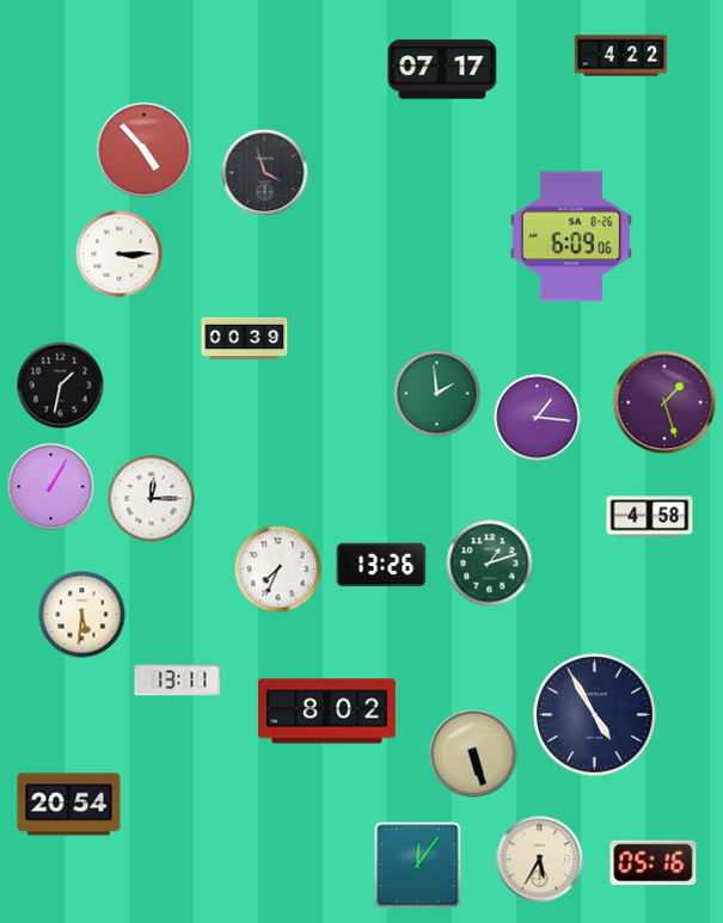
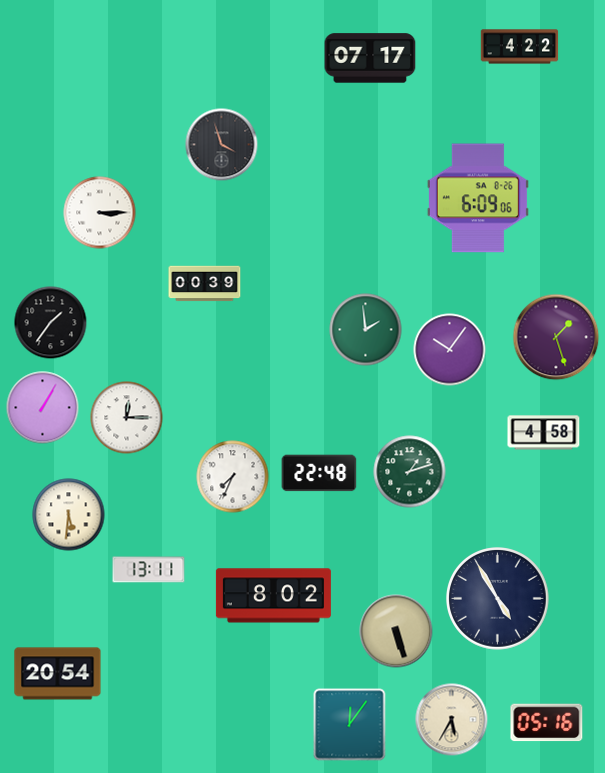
clock at (145, 150): 4:53 -> none
clock at (61, 386): 1:32 -> 1:36
clock at (538, 418): 1:16 -> 10:06
clock at (381, 565): 13:26 -> 22:48
